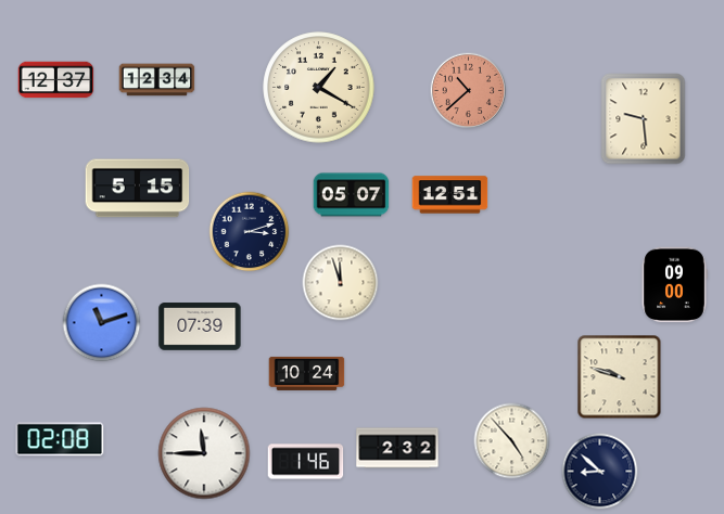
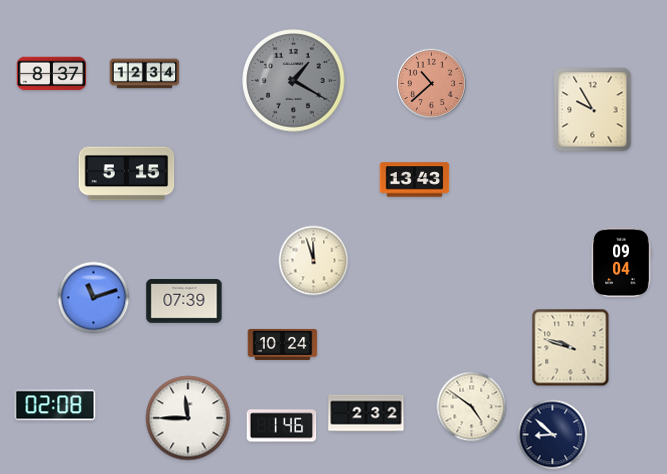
clock at (56, 80): 12:37 -> 8:37
clock at (319, 88) dial: cream -> grey
clock at (644, 119): 9:29 -> 9:55
clock at (352, 195): 05:07 -> none
clock at (450, 195): 12:51 -> 13:43
clock at (250, 232): 3:12 -> none
clock at (674, 285): 09:00 -> 09:04
clock at (512, 441): 4:53 -> 4:51
